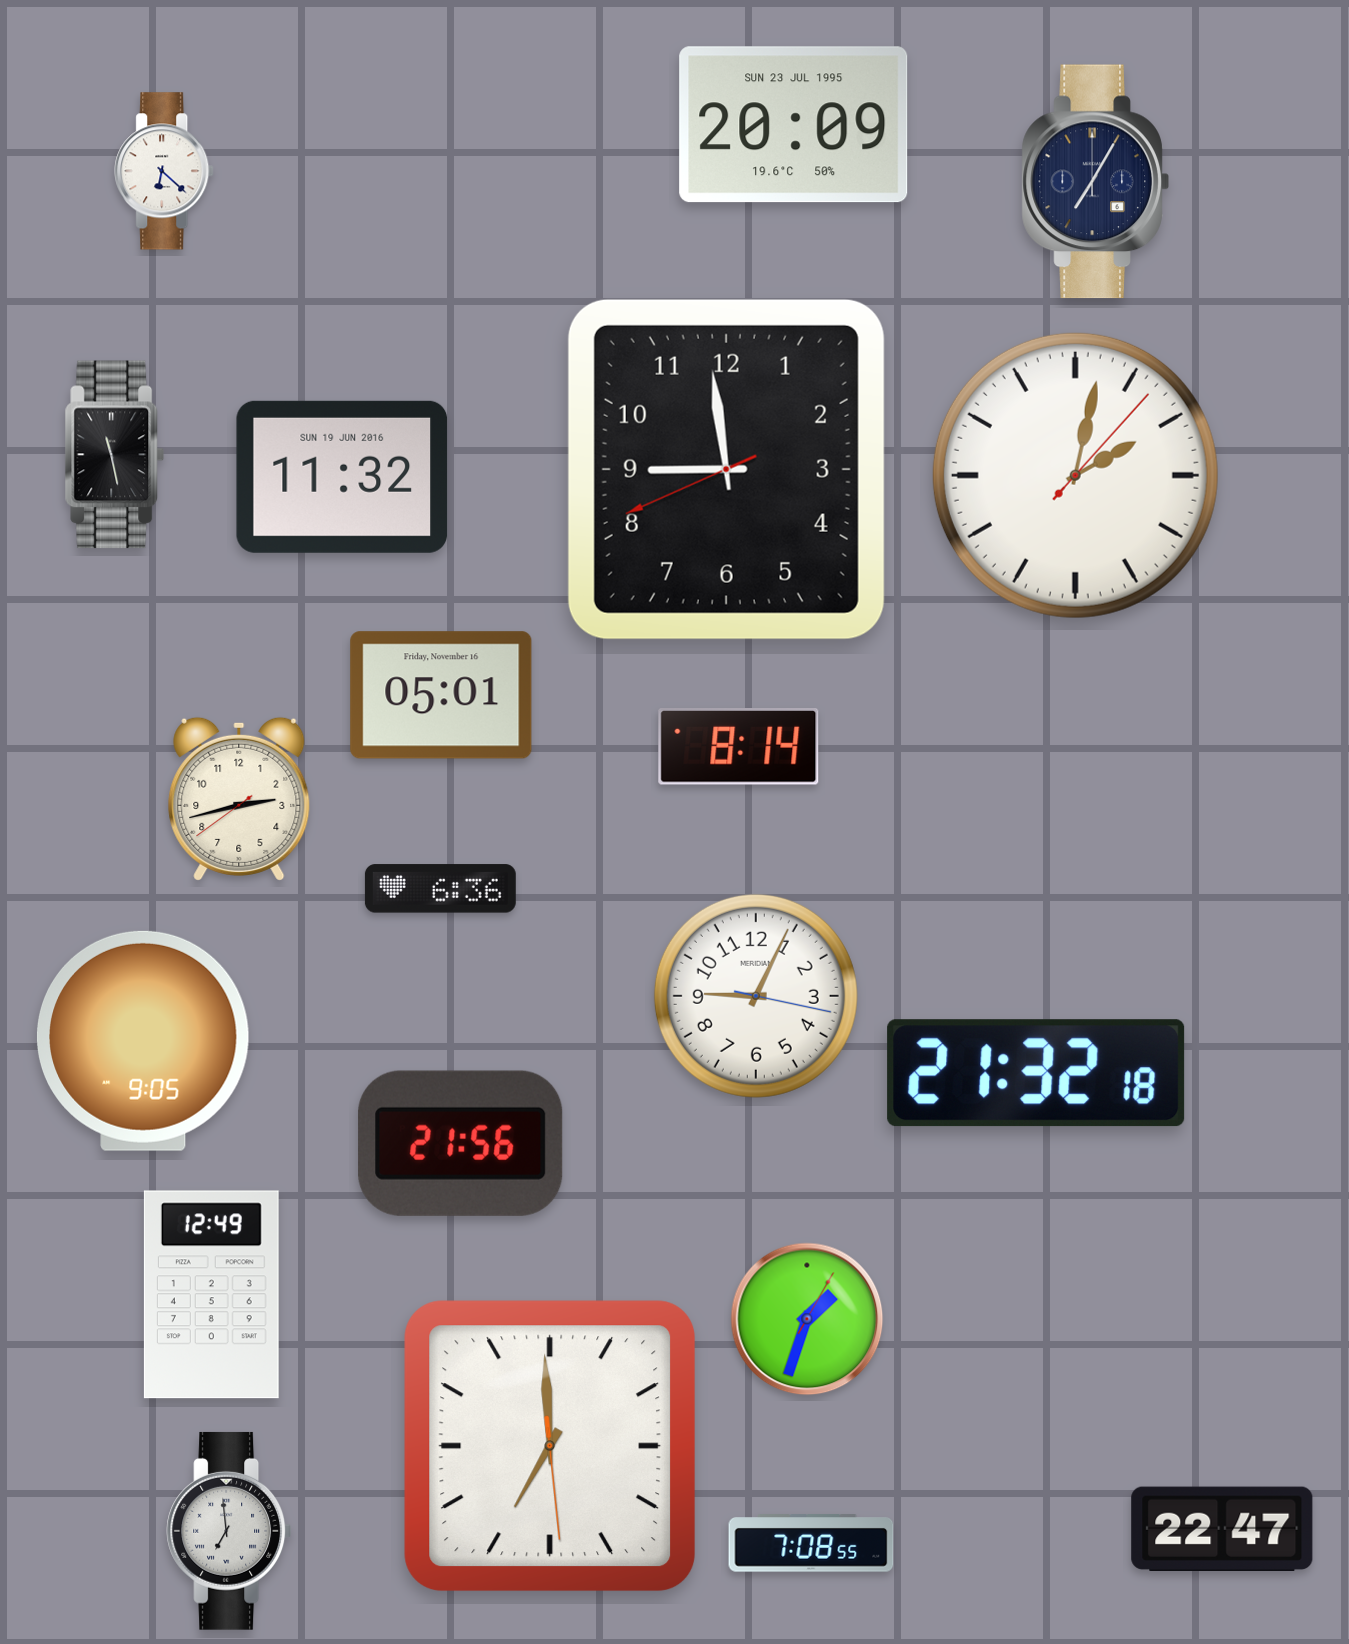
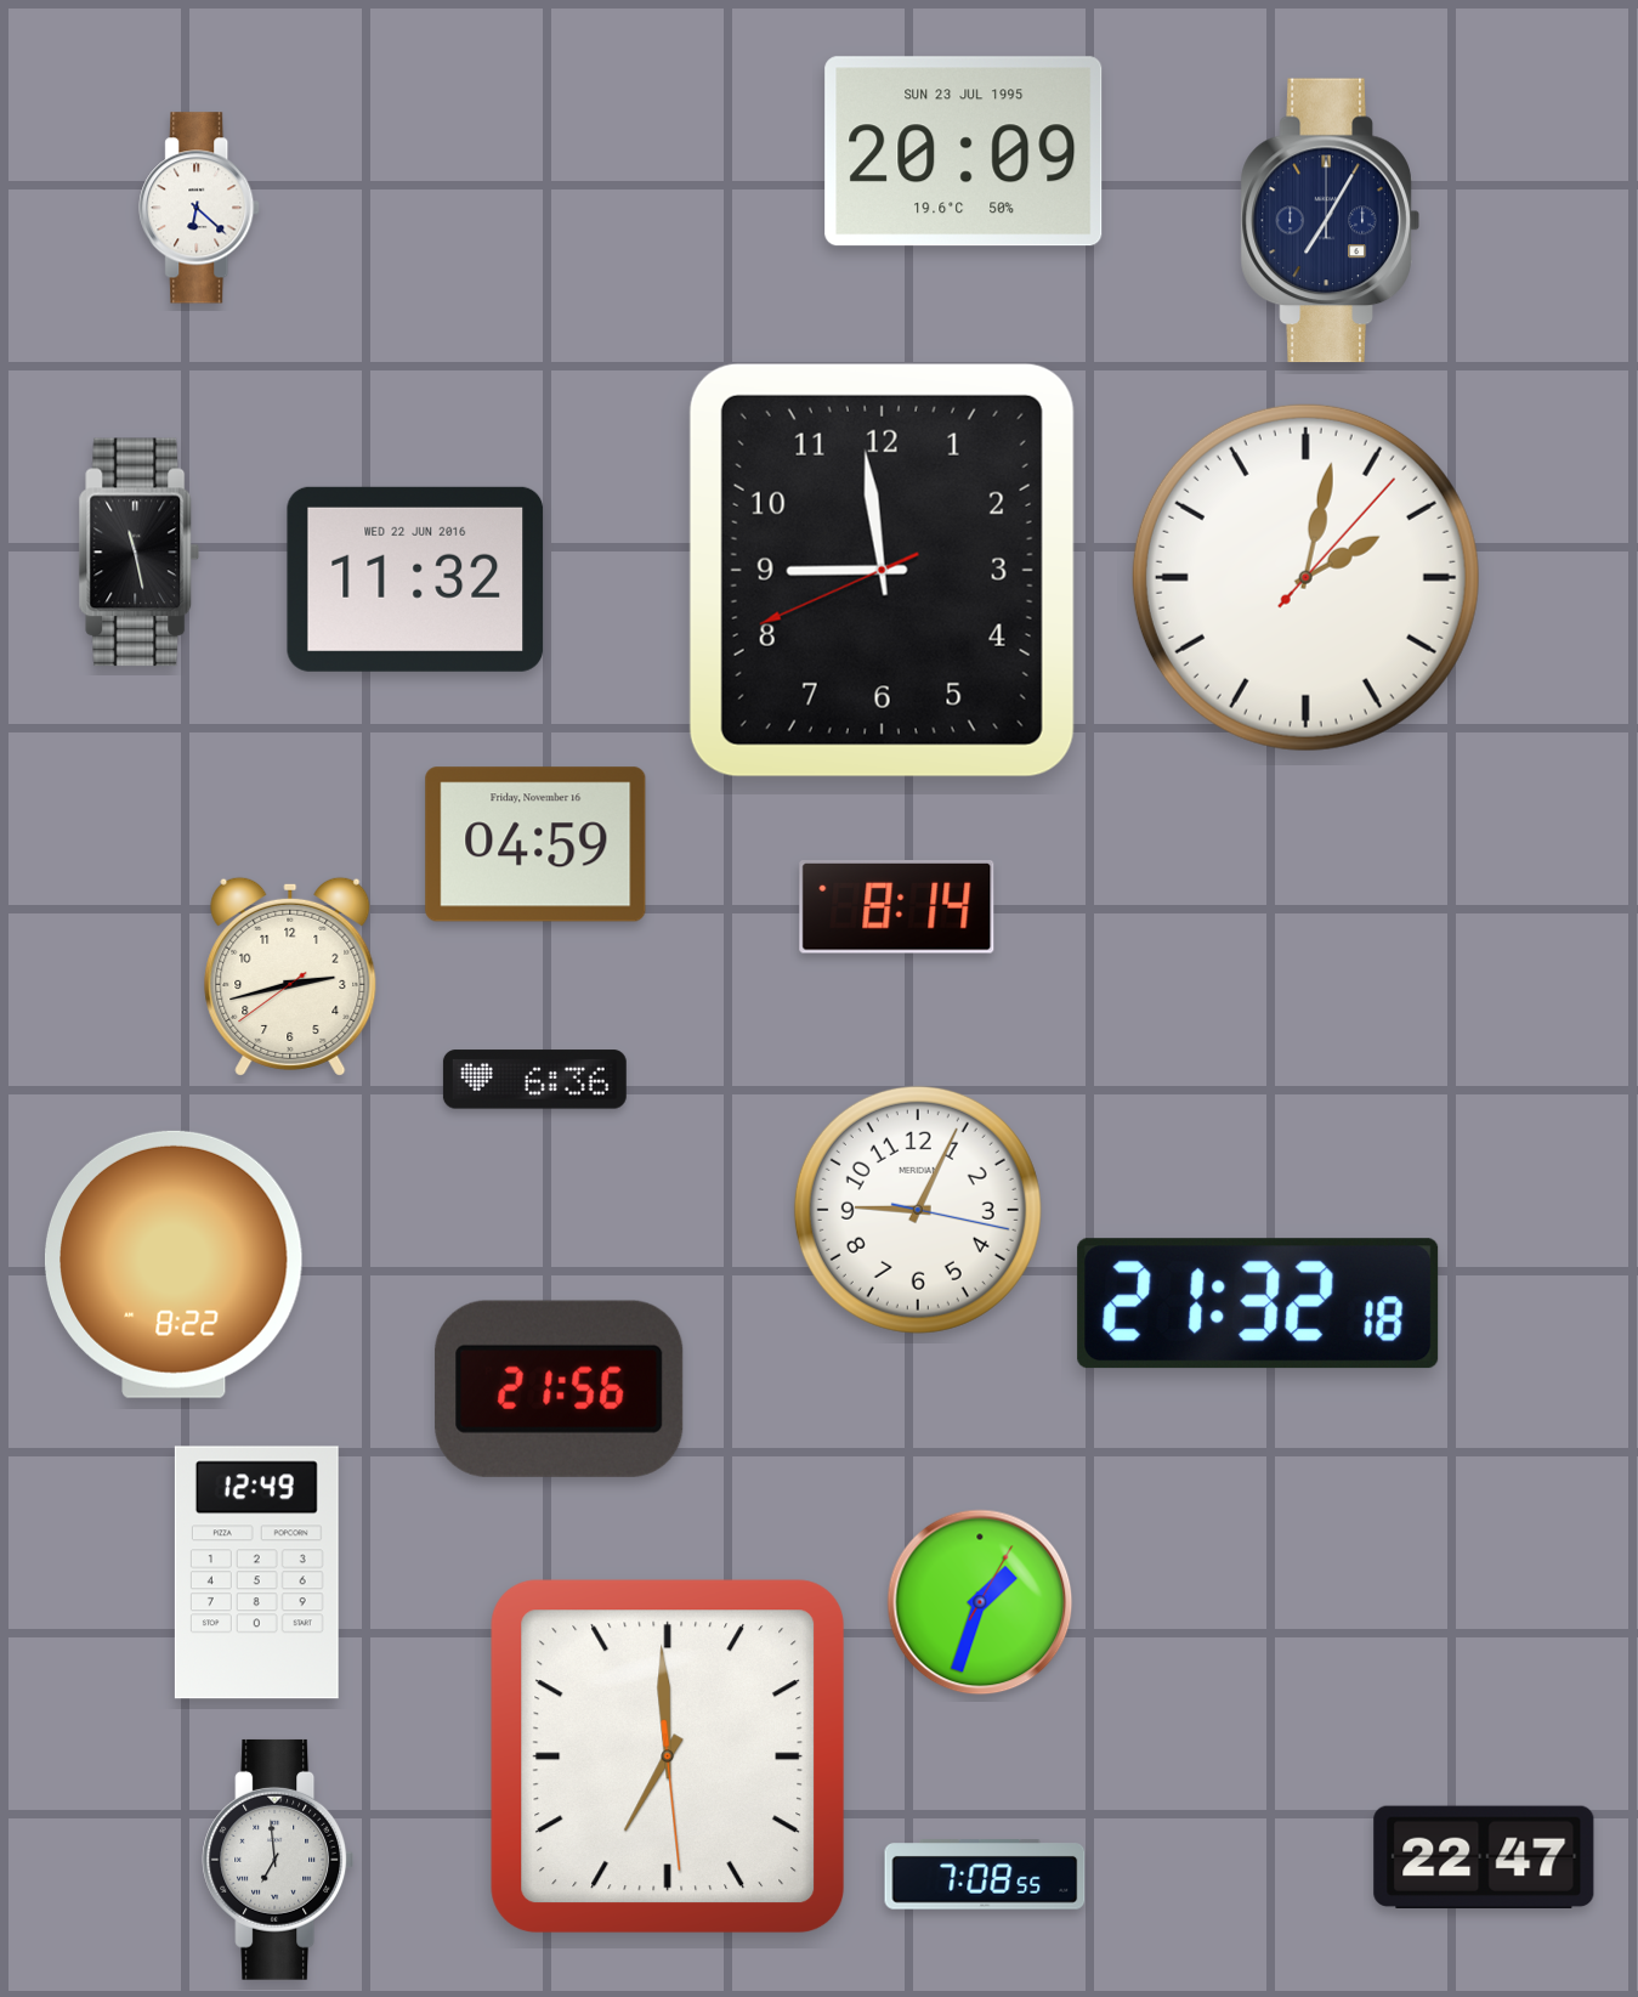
clock at (342, 477) date: SUN 19 JUN 2016 -> WED 22 JUN 2016
clock at (441, 695): 05:01 -> 04:59
clock at (239, 799) position: (239, 799) -> (290, 977)
clock at (143, 1041): 9:05 -> 8:22
